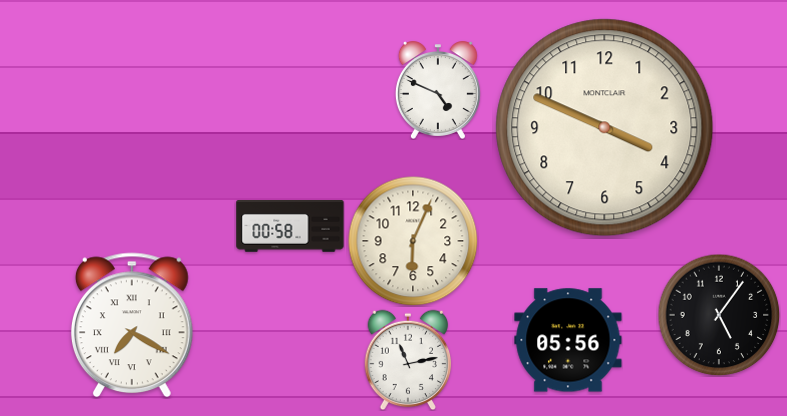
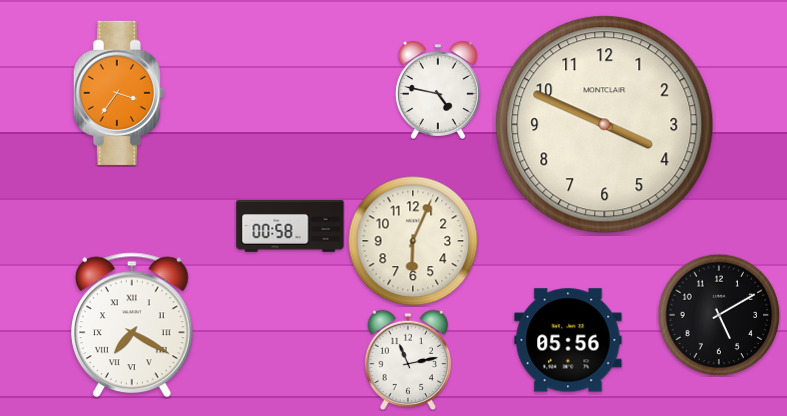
clock at (438, 90): 4:49 -> 4:47
clock at (119, 93): none -> 3:36
clock at (605, 128) position: (605, 128) -> (605, 125)
clock at (719, 315): 5:06 -> 5:10
